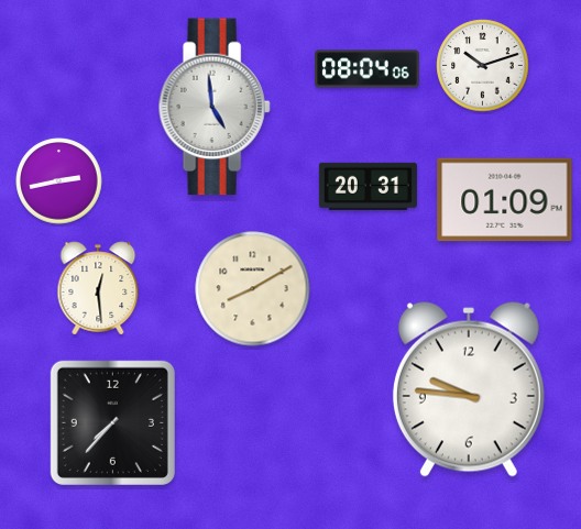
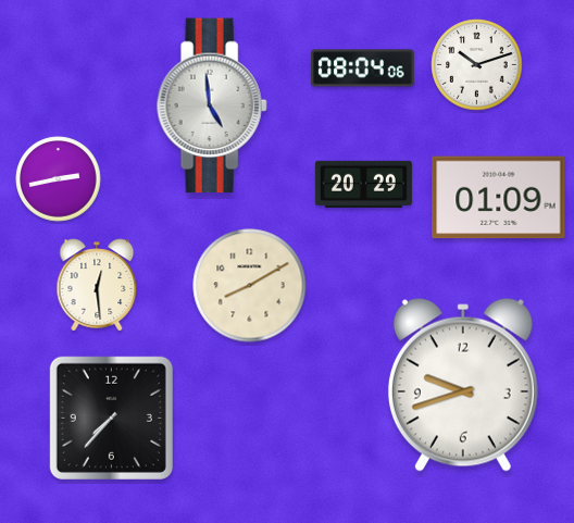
clock at (368, 186): 20:31 -> 20:29
clock at (469, 389): 9:46 -> 9:42
